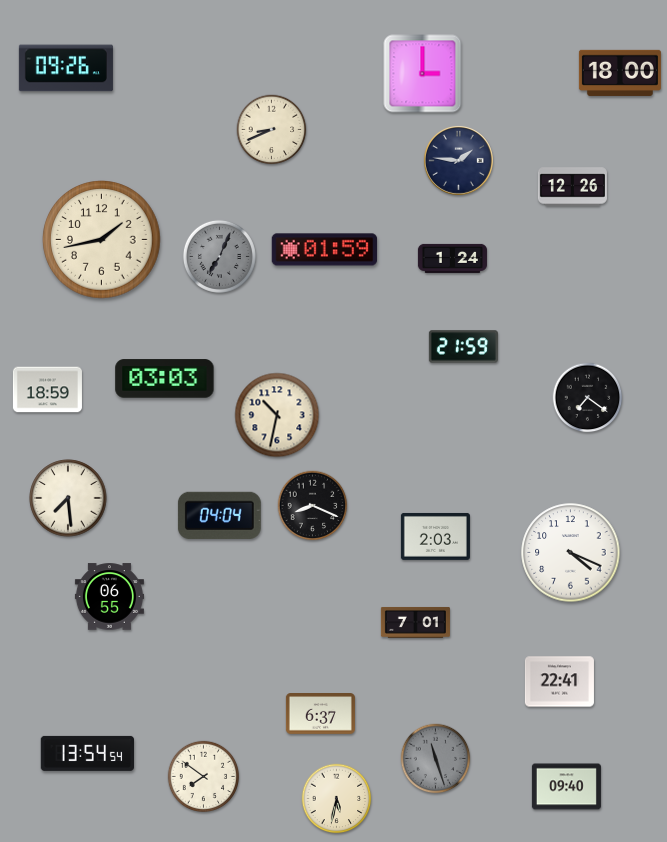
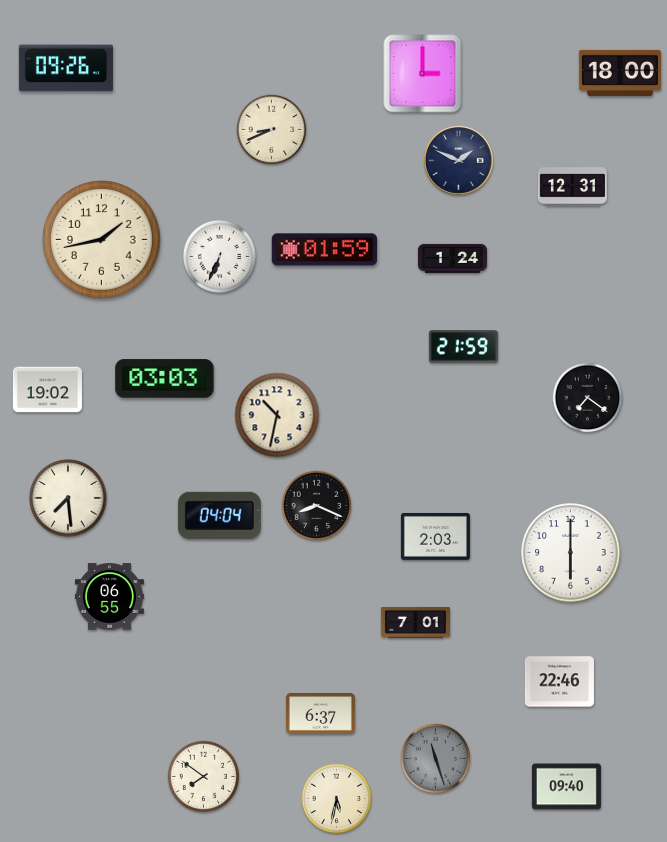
clock at (458, 160): 1:46 -> 1:49
clock at (572, 187): 12:26 -> 12:31
clock at (219, 256): 7:04 -> 6:34
clock at (219, 256) dial: grey -> white
clock at (47, 390): 18:59 -> 19:02
clock at (313, 506) position: (313, 506) -> (317, 506)
clock at (571, 553): 4:19 -> 6:00
clock at (559, 682): 22:41 -> 22:46
clock at (87, 753): 13:54 -> none
